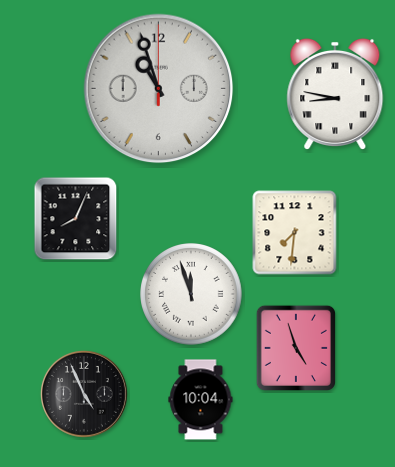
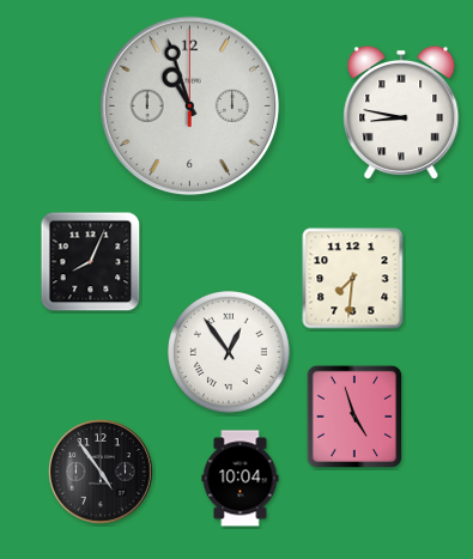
clock at (191, 294): 11:57 -> 12:54
clock at (84, 394): 4:56 -> 4:54
